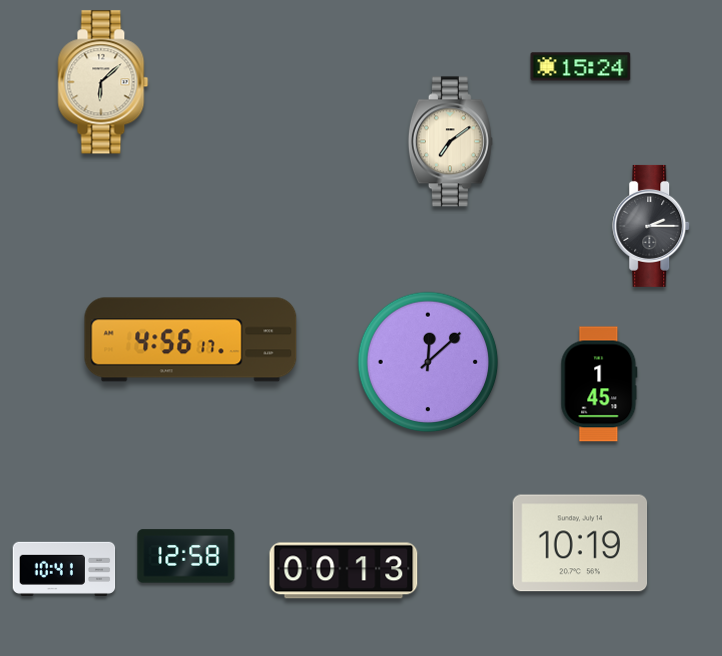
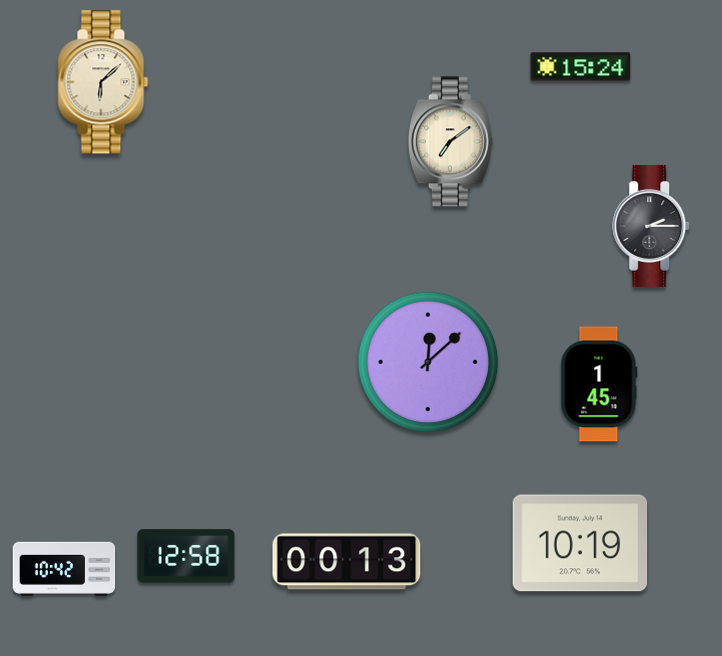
clock at (191, 340): 4:56 -> none
clock at (64, 569): 10:41 -> 10:42
clock at (344, 571) position: (344, 571) -> (347, 562)
